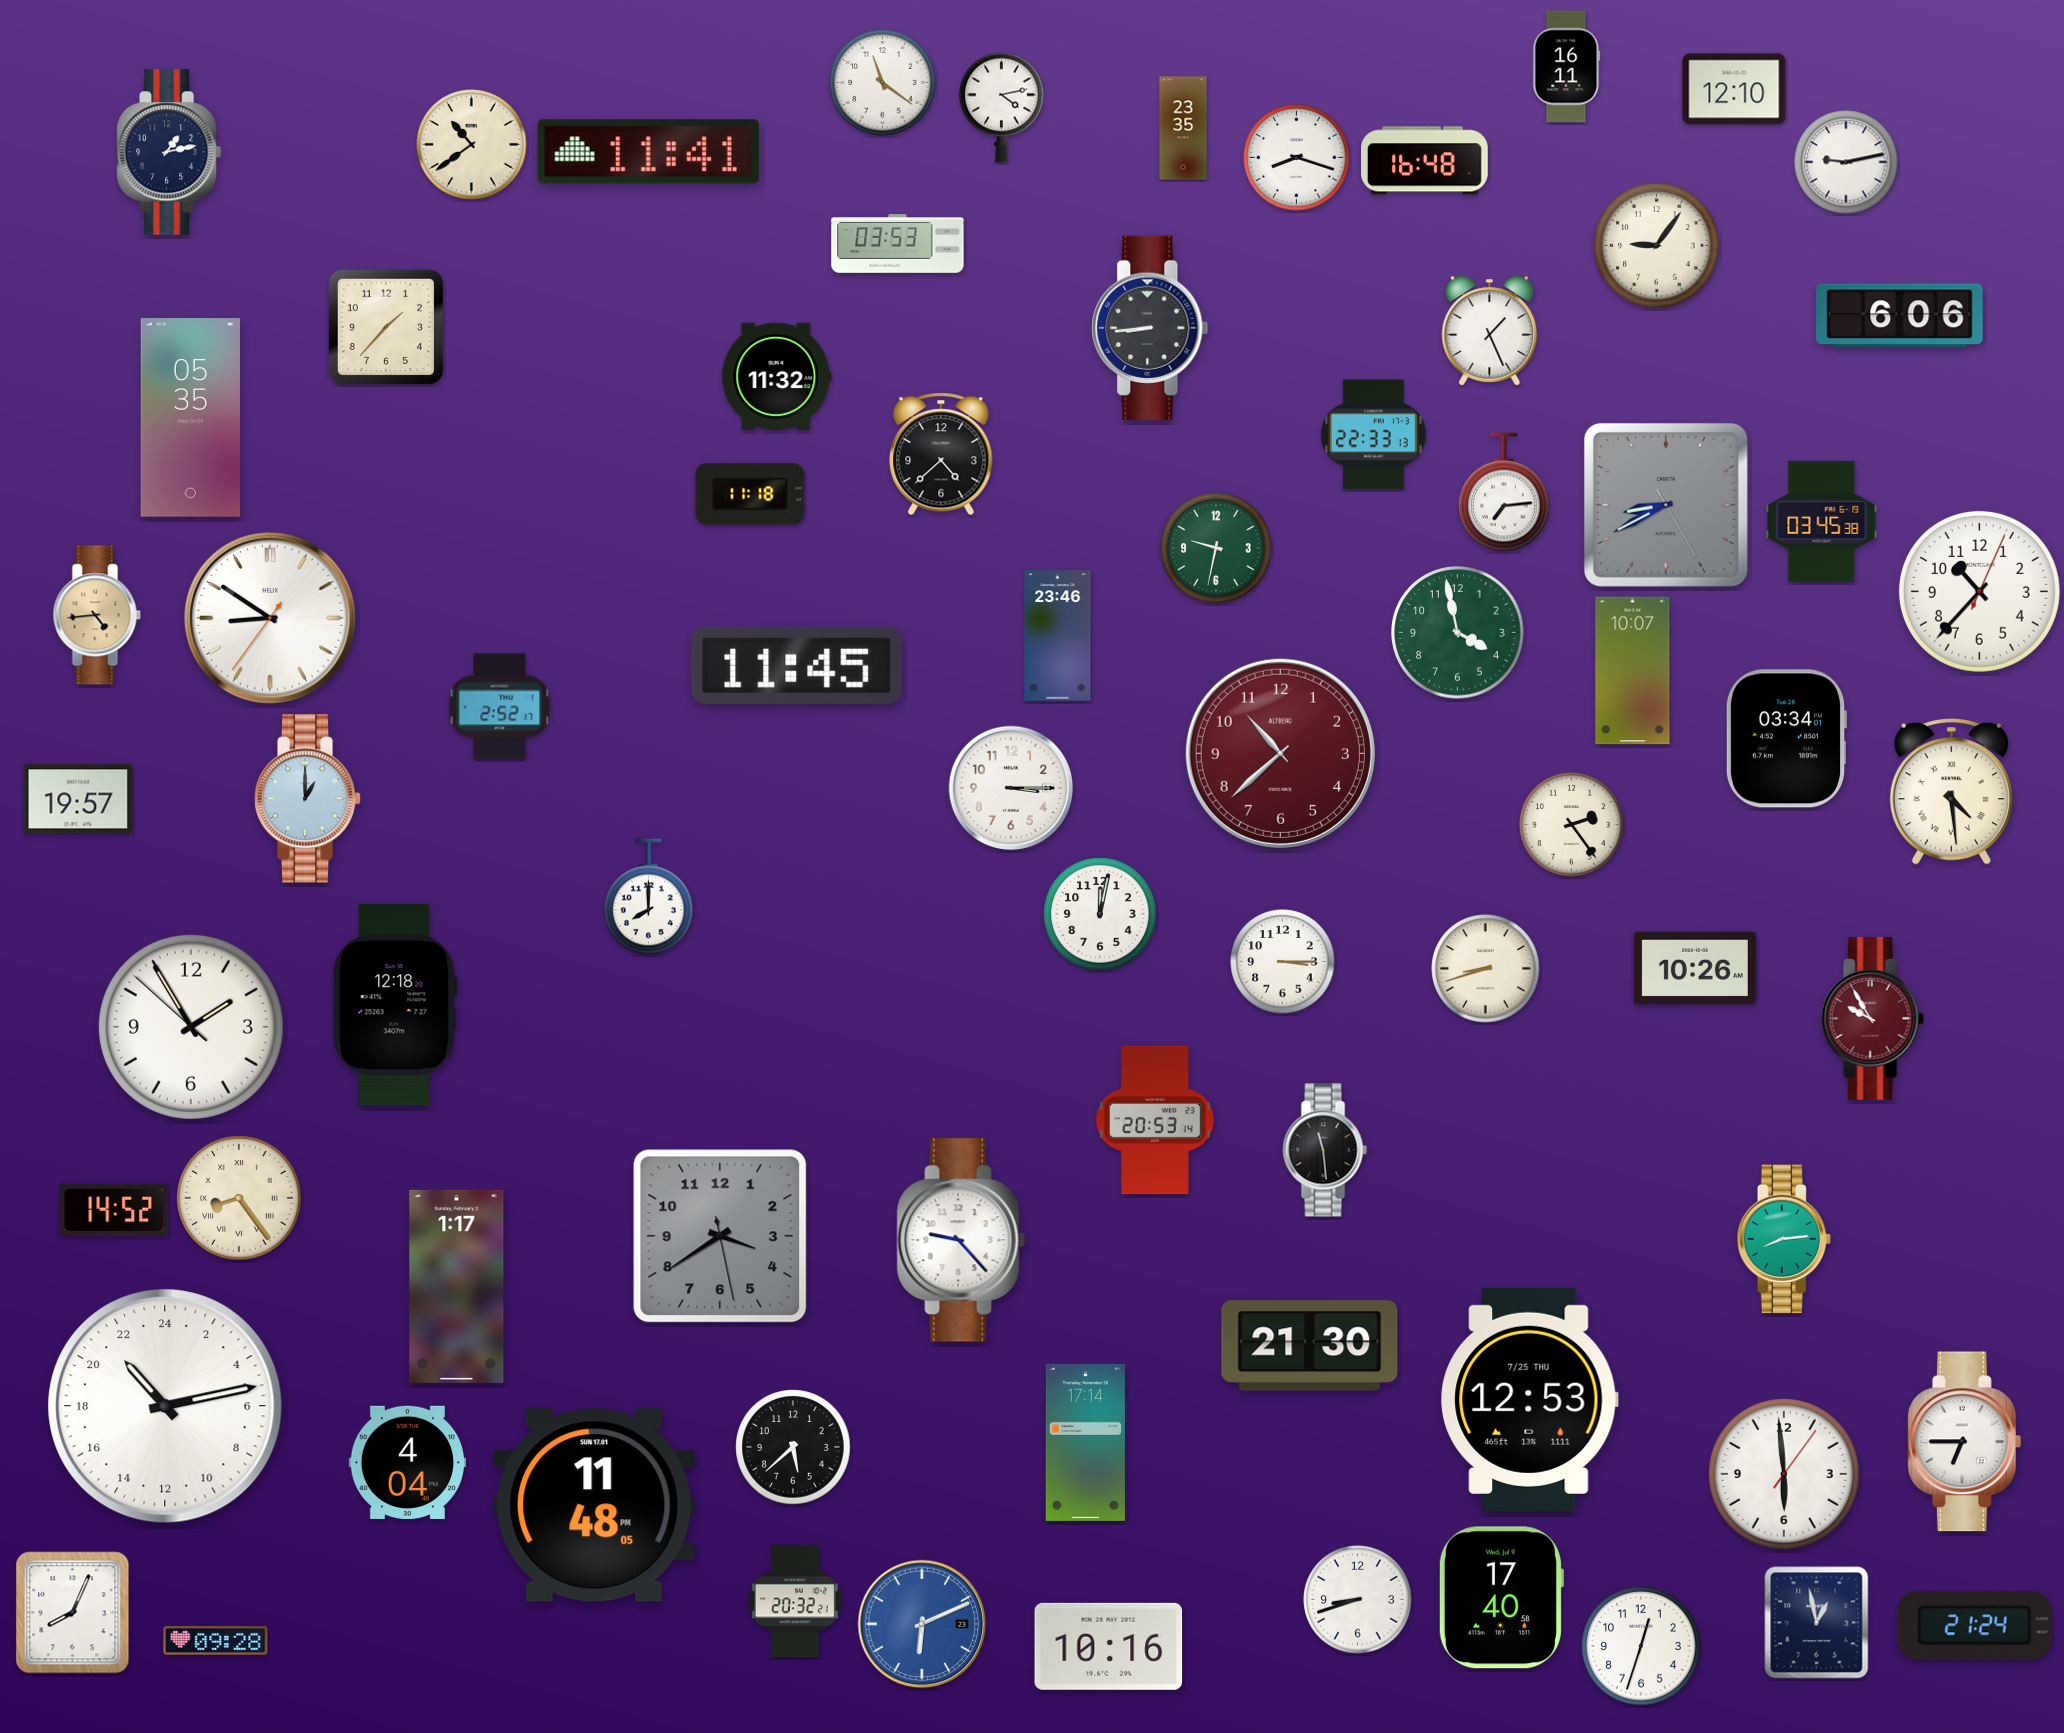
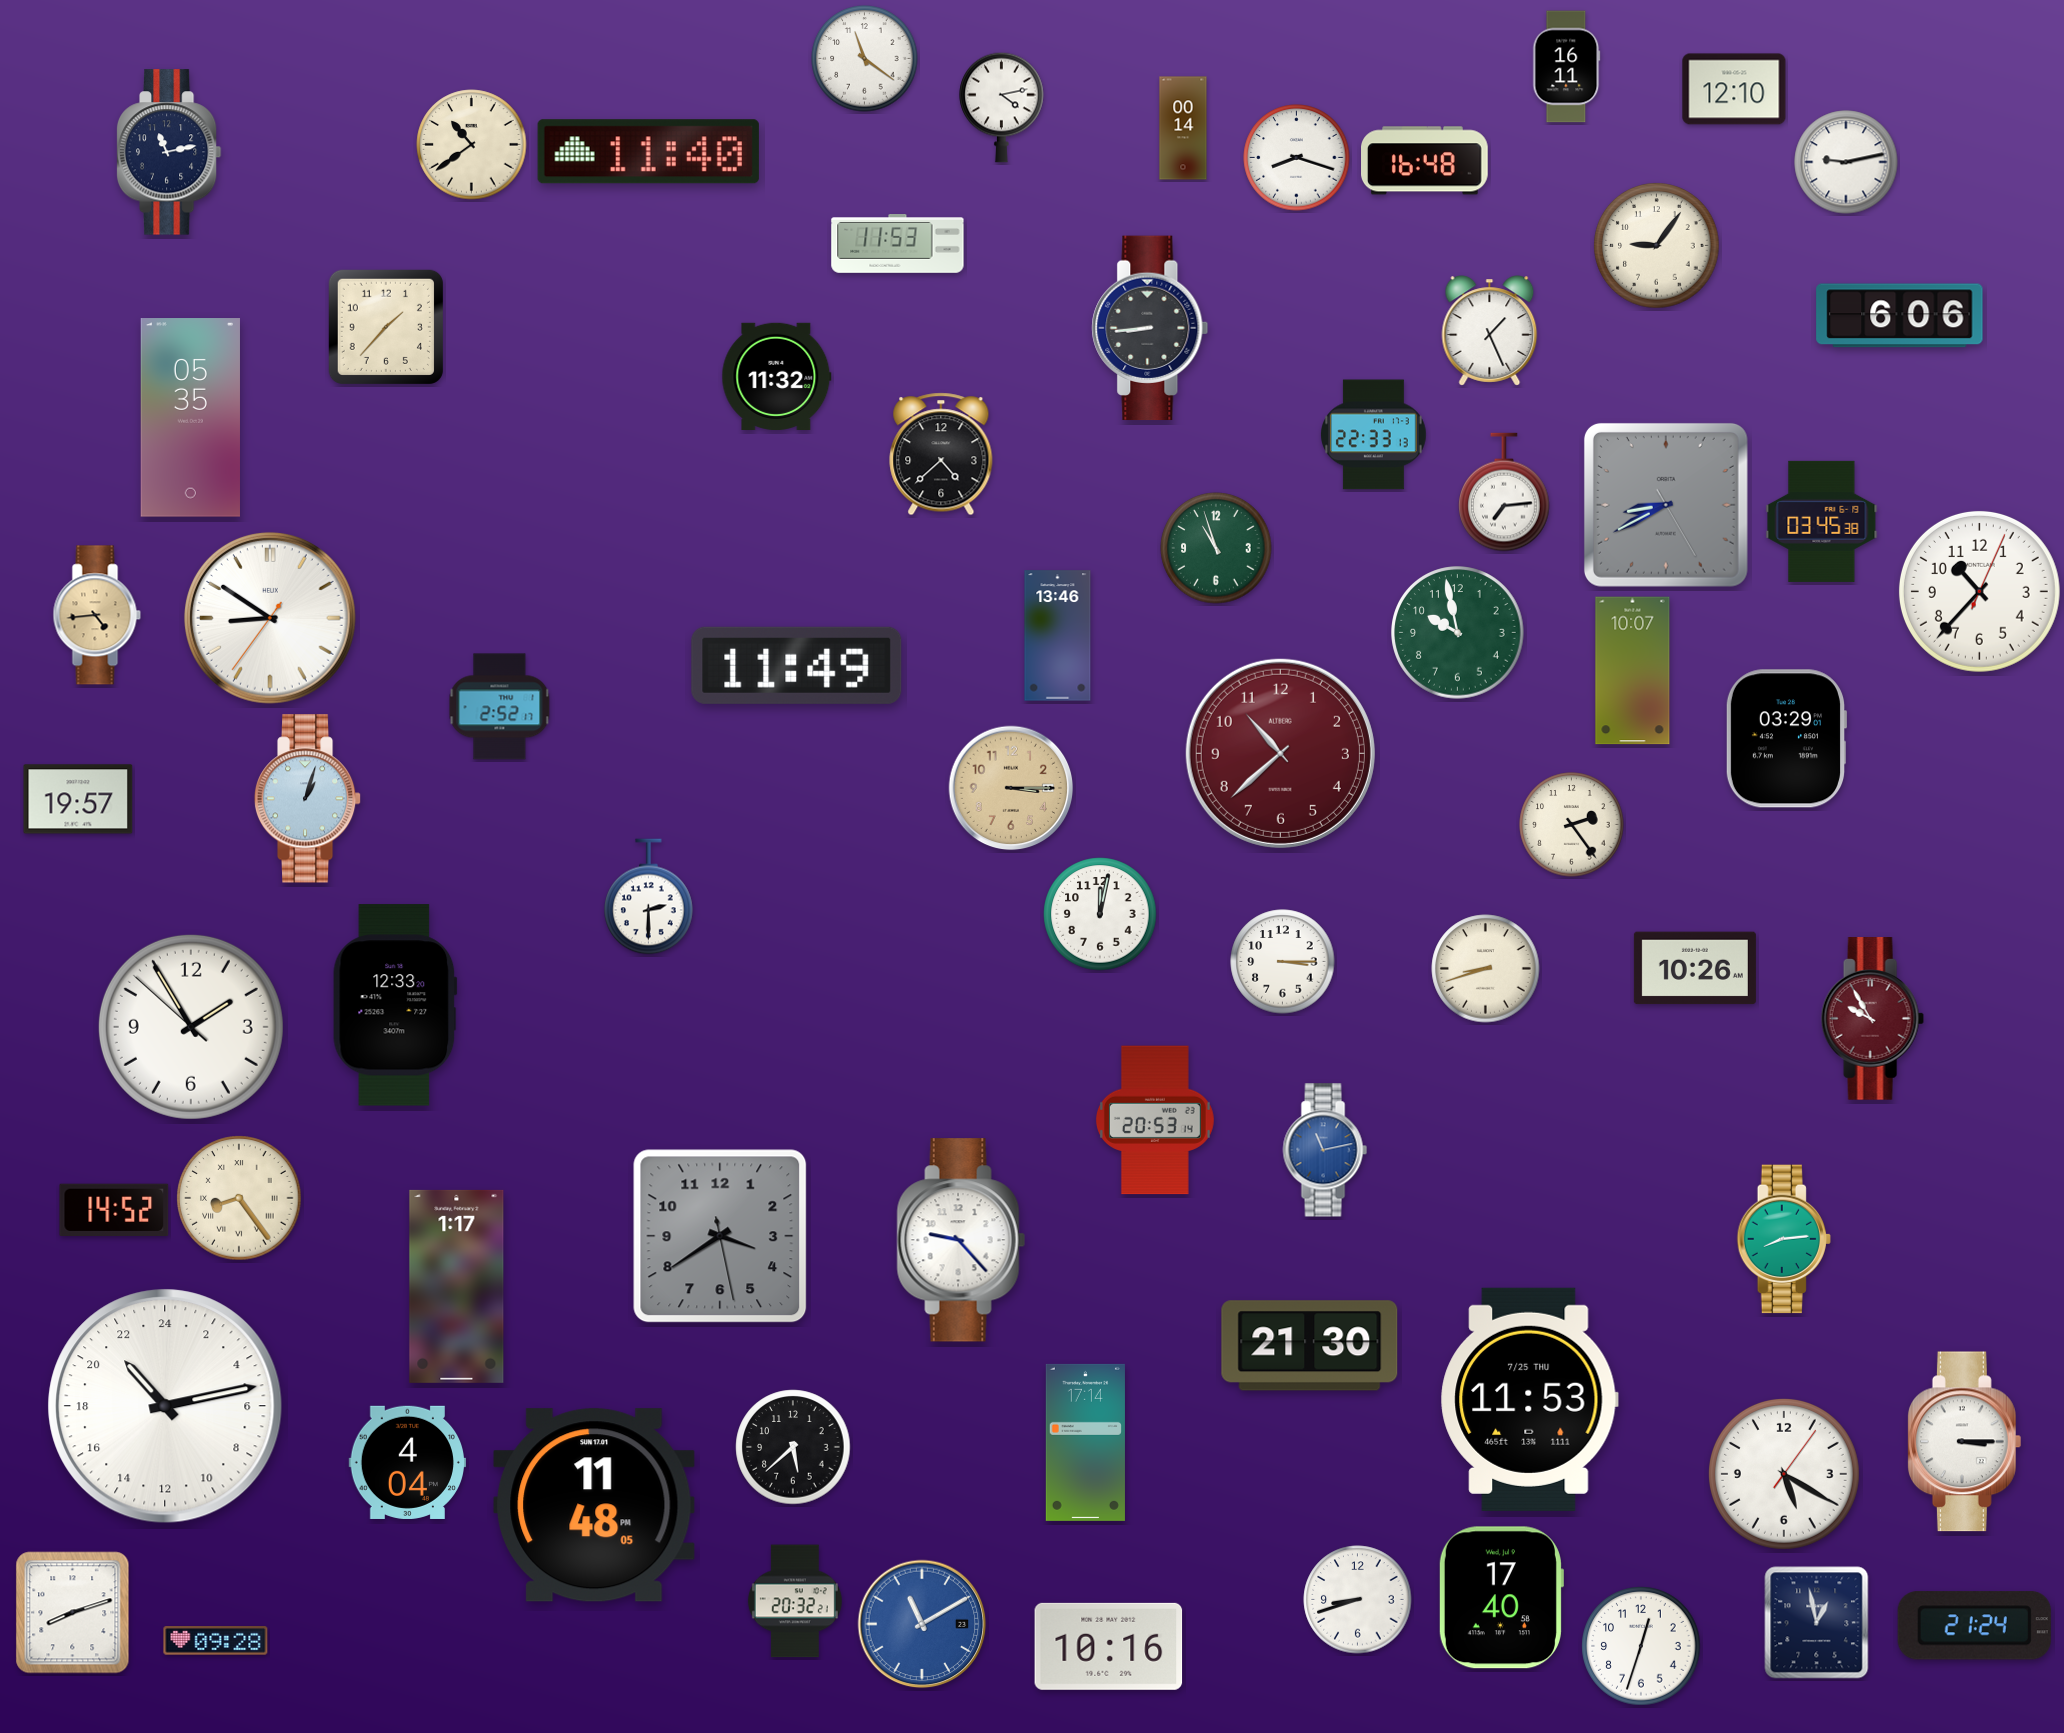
clock at (883, 83) position: (883, 83) -> (865, 59)
clock at (1183, 128): 23:35 -> 00:14
clock at (169, 152): 1:13 -> 11:13
clock at (648, 152): 11:41 -> 11:40
clock at (898, 244): 03:53 -> 11:53
clock at (750, 494): 11:18 -> none
clock at (1216, 548): 9:32 -> 10:57
clock at (1458, 633): 3:58 -> 9:58
clock at (1058, 636): 23:46 -> 13:46
clock at (797, 665): 11:45 -> 11:49
clock at (1785, 739): 03:34 -> 03:29
clock at (1011, 788) dial: white -> champagne
clock at (1951, 792): 4:29 -> none
clock at (308, 799): 1:00 -> 1:03
clock at (649, 897): 8:00 -> 2:30
clock at (395, 1005): 12:18 -> 12:33
clock at (1325, 1150): 11:29 -> 11:13
clock at (1325, 1150) dial: black -> blue
clock at (1530, 1399): 12:53 -> 11:53
clock at (1964, 1442): 6:45 -> 3:15
clock at (1784, 1474): 5:59 -> 5:20
clock at (73, 1613): 8:04 -> 8:12
clock at (922, 1624): 6:11 -> 11:10
